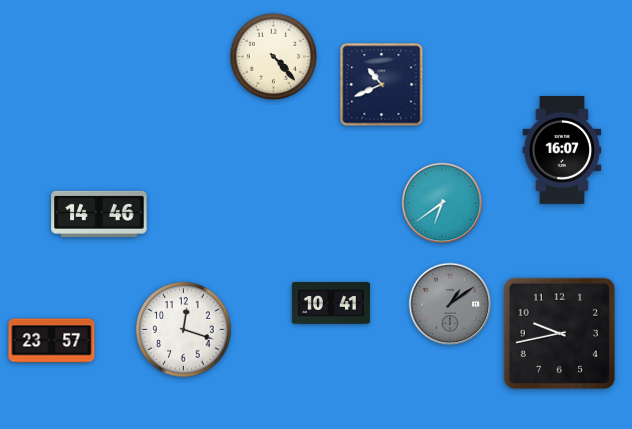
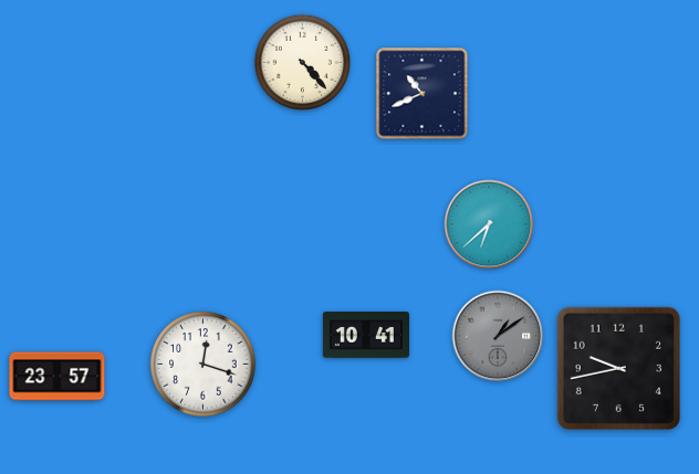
clock at (562, 150): 16:07 -> none
clock at (442, 203): 6:39 -> 6:38
clock at (99, 214): 14:46 -> none
